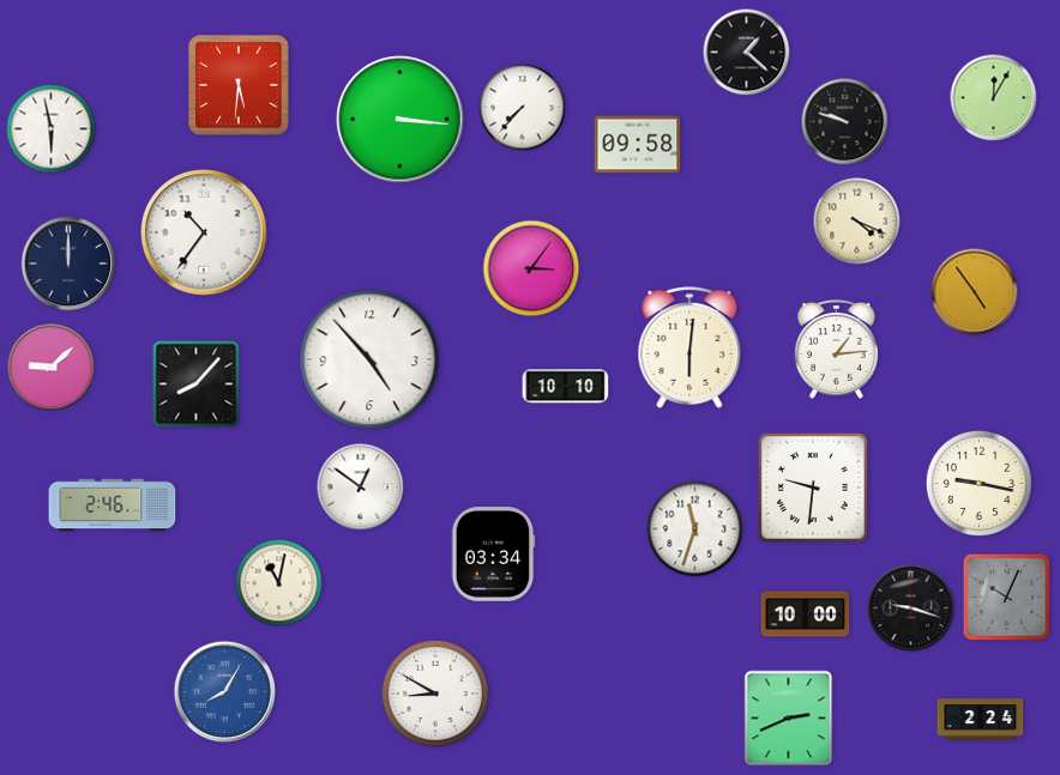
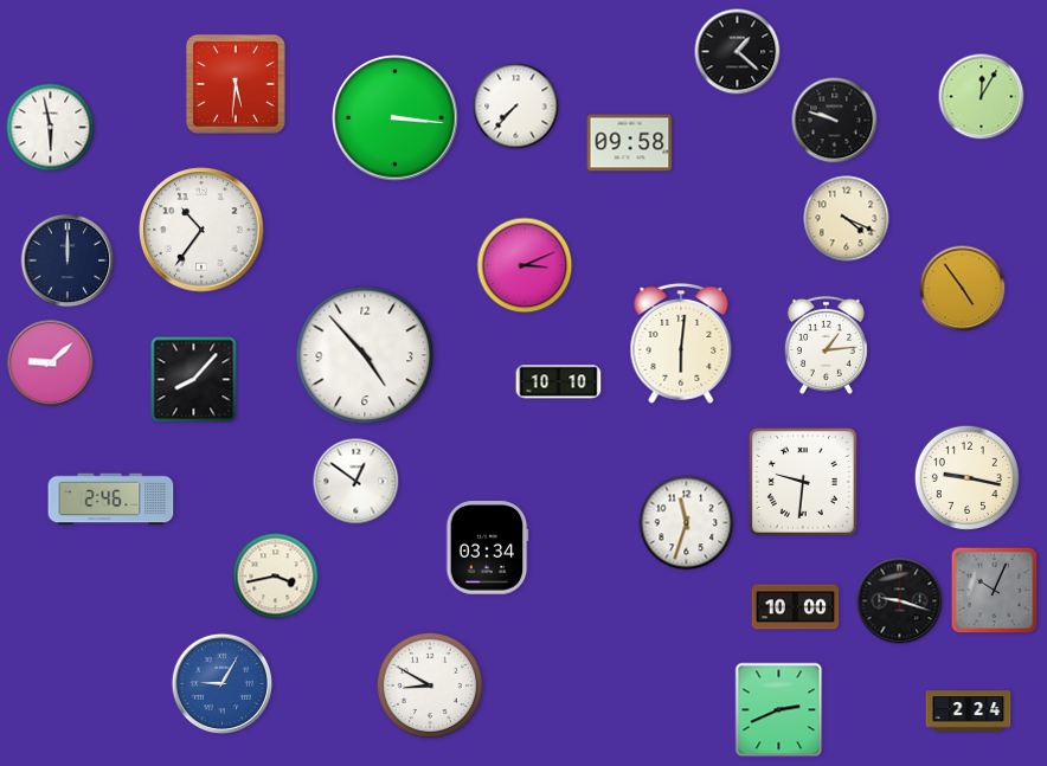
clock at (531, 268): 3:06 -> 3:11
clock at (279, 583): 11:02 -> 3:43
clock at (225, 692): 8:05 -> 9:05
